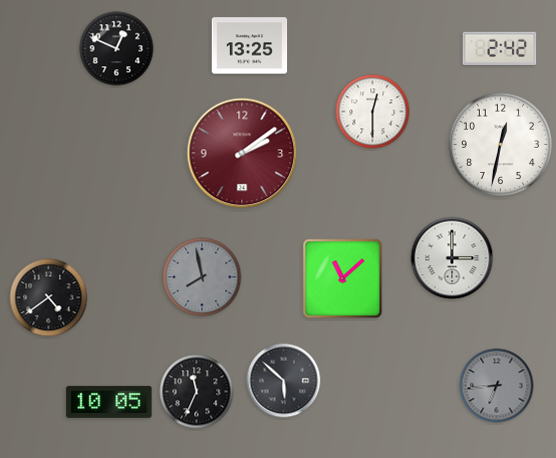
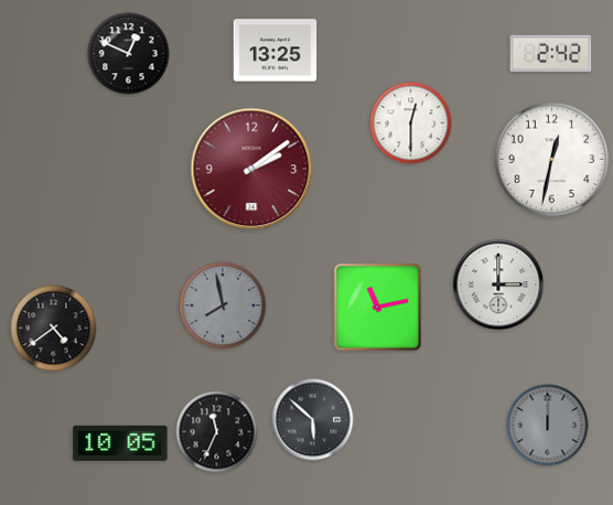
clock at (242, 153) position: (242, 153) -> (251, 169)
clock at (343, 279): 11:08 -> 11:13
clock at (497, 386): 6:44 -> 12:00
